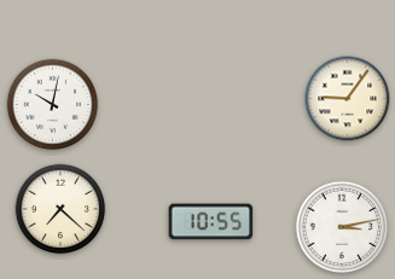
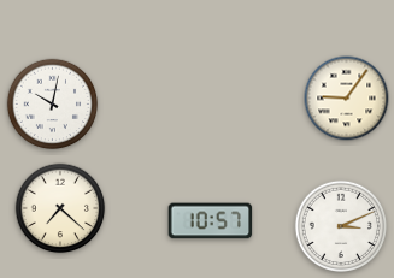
clock at (211, 222): 10:55 -> 10:57
clock at (341, 226): 3:13 -> 3:11
